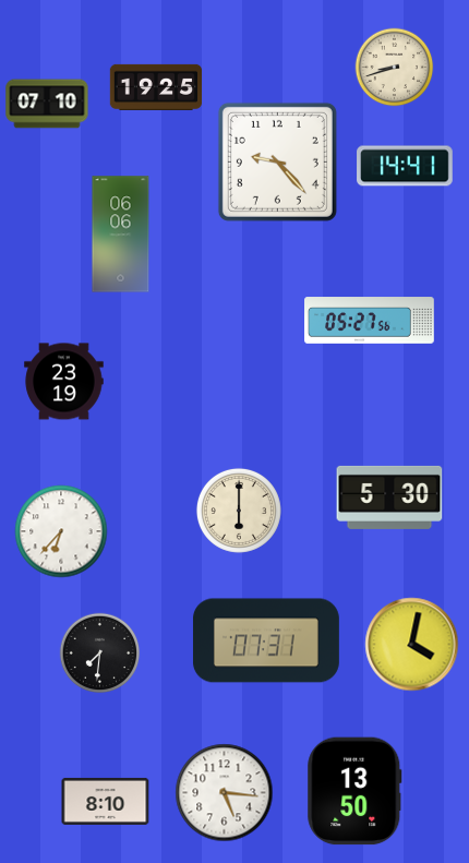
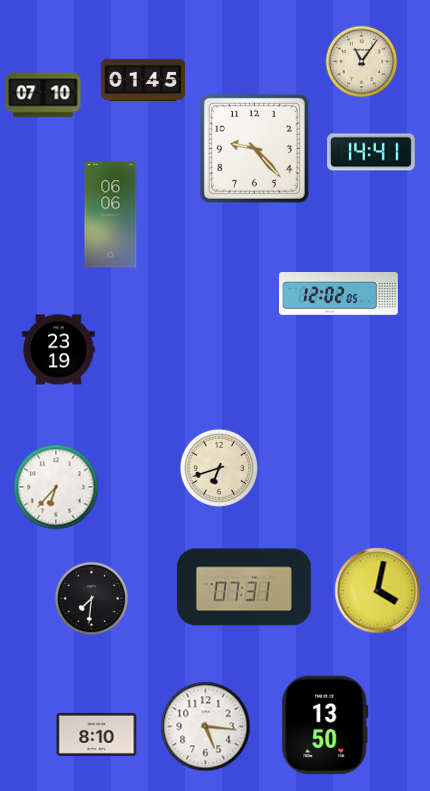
clock at (395, 68): 8:42 -> 11:06
clock at (156, 87): 19:25 -> 01:45
clock at (370, 321): 05:27 -> 12:02
clock at (389, 498): 5:30 -> none
clock at (239, 511): 6:00 -> 6:42
